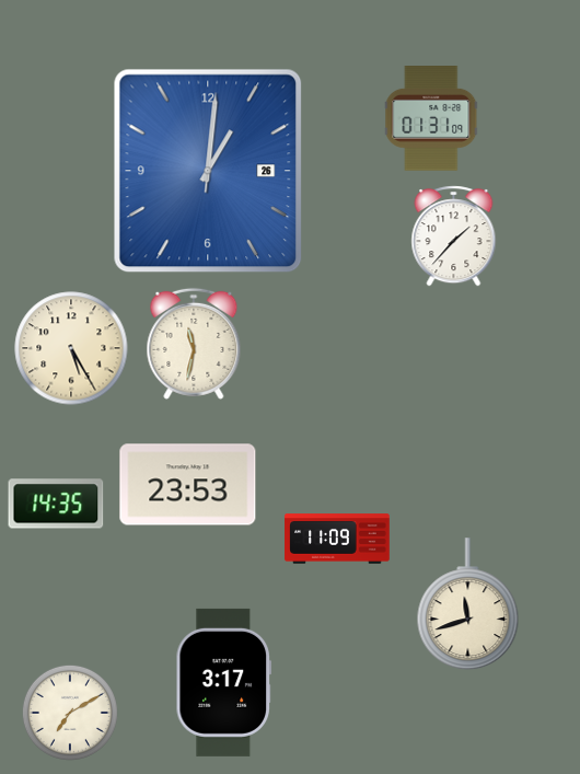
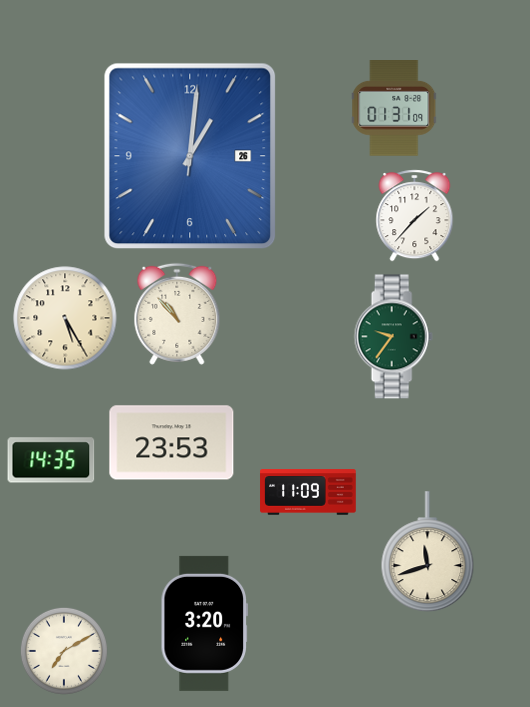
clock at (194, 344): 11:32 -> 10:53
clock at (393, 337): none -> 9:36
clock at (223, 682): 3:17 -> 3:20
